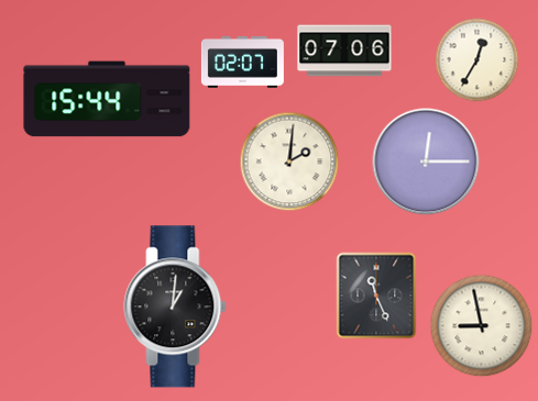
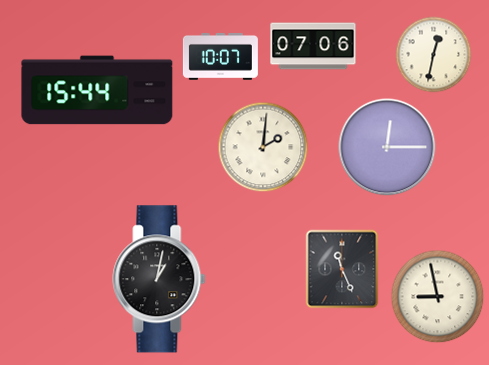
clock at (477, 60): 12:35 -> 12:32
clock at (242, 62): 02:07 -> 10:07
clock at (175, 307): 1:01 -> 1:02
